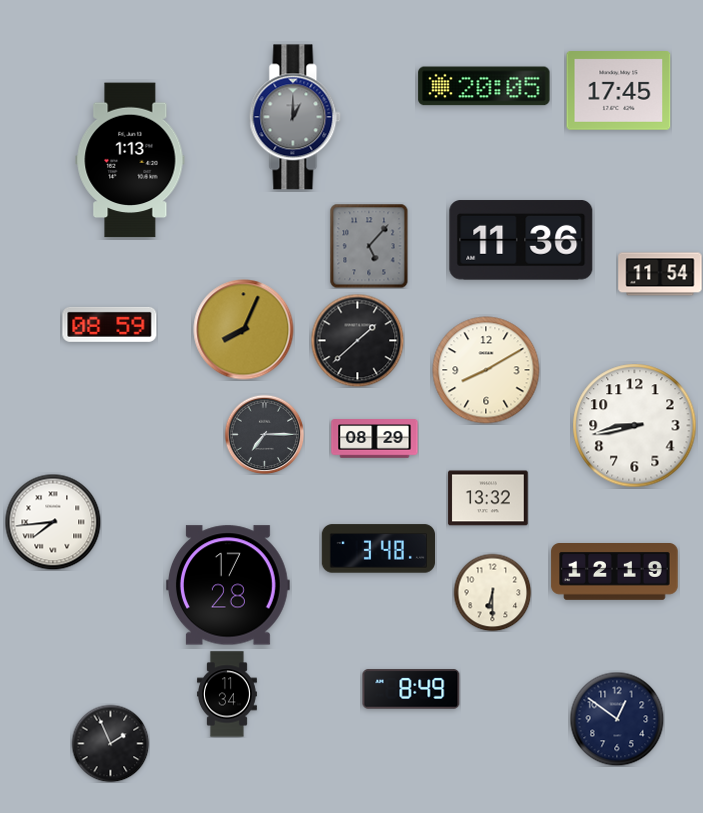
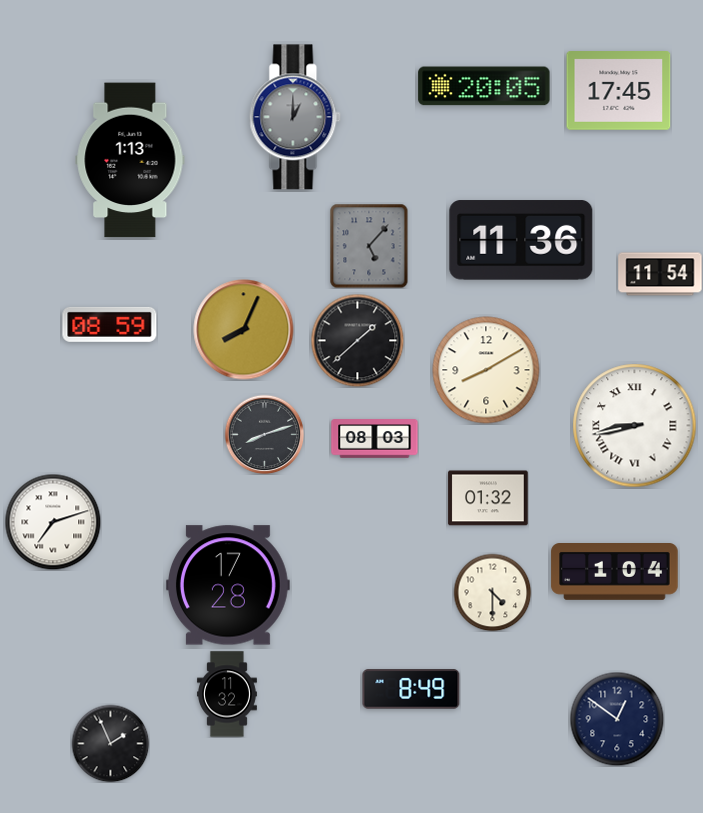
clock at (635, 426) numerals: Arabic -> Roman
clock at (264, 434): 7:15 -> 8:12
clock at (375, 439): 08:29 -> 08:03
clock at (488, 498): 13:32 -> 01:32
clock at (53, 522): 7:44 -> 7:12
clock at (378, 549): 3:48 -> none
clock at (615, 572): 12:19 -> 1:04
clock at (492, 592): 6:30 -> 4:30
clock at (227, 694): 11:34 -> 11:32
